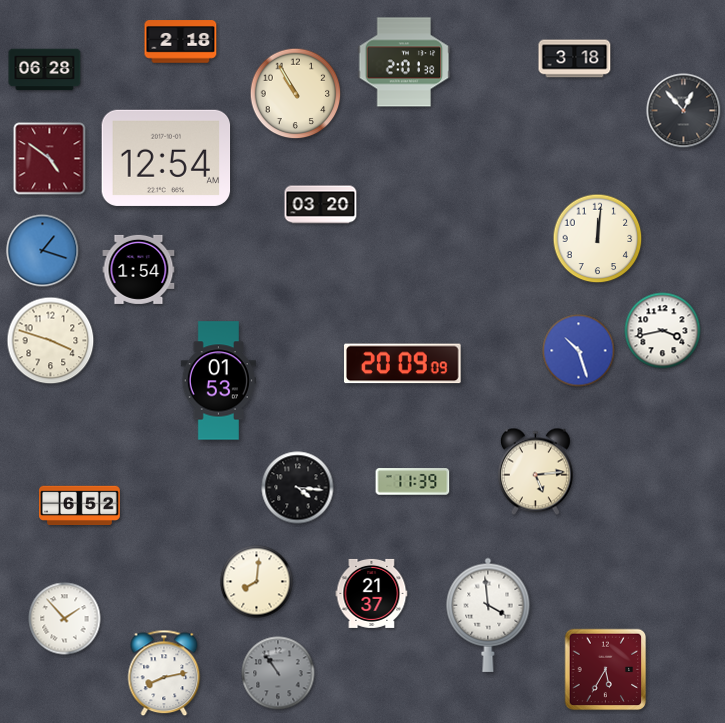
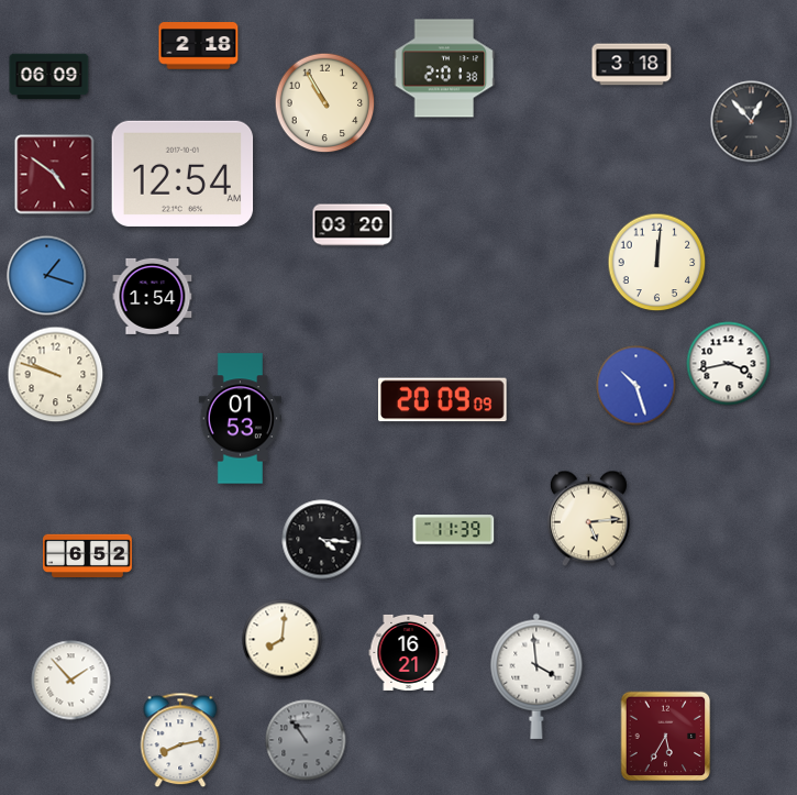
clock at (45, 70): 06:28 -> 06:09
clock at (51, 341): 3:48 -> 9:48
clock at (298, 488) position: (298, 488) -> (322, 540)
clock at (372, 593): 21:37 -> 16:21
